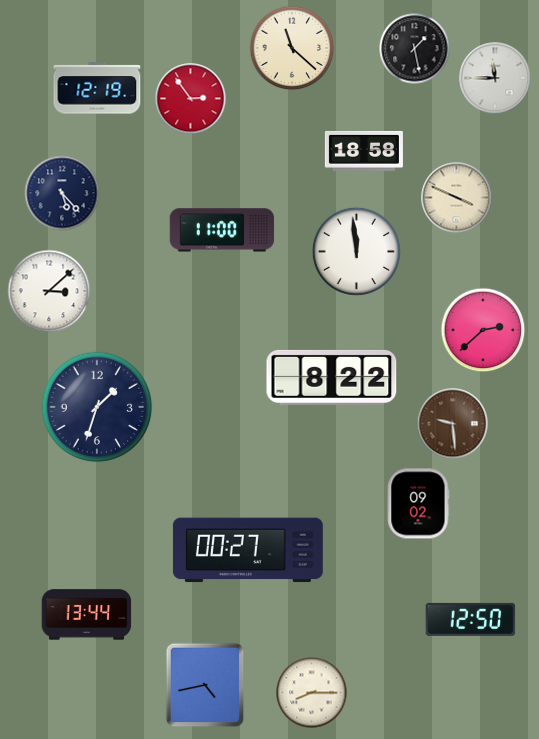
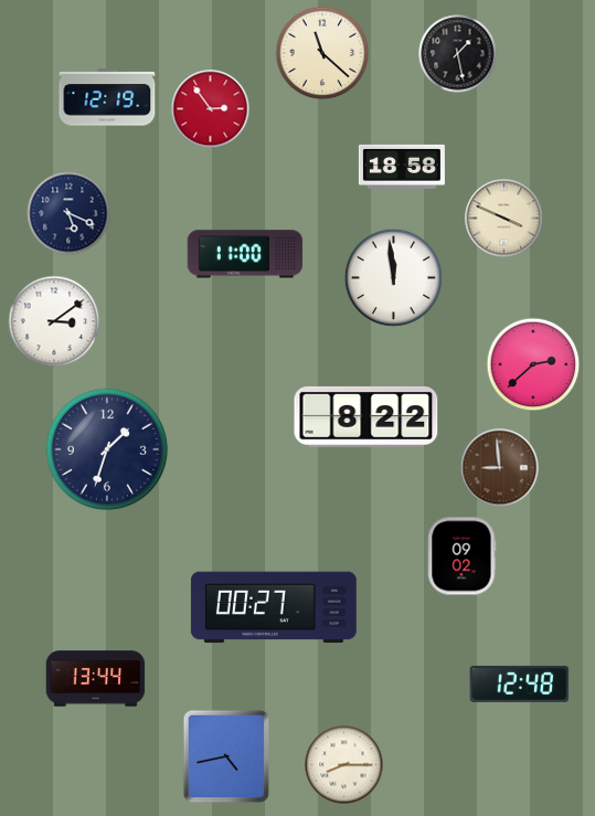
clock at (495, 78): 11:45 -> none
clock at (62, 193): 5:23 -> 5:19
clock at (49, 291): 3:08 -> 3:09
clock at (453, 424): 9:29 -> 8:59
clock at (471, 619): 12:50 -> 12:48
